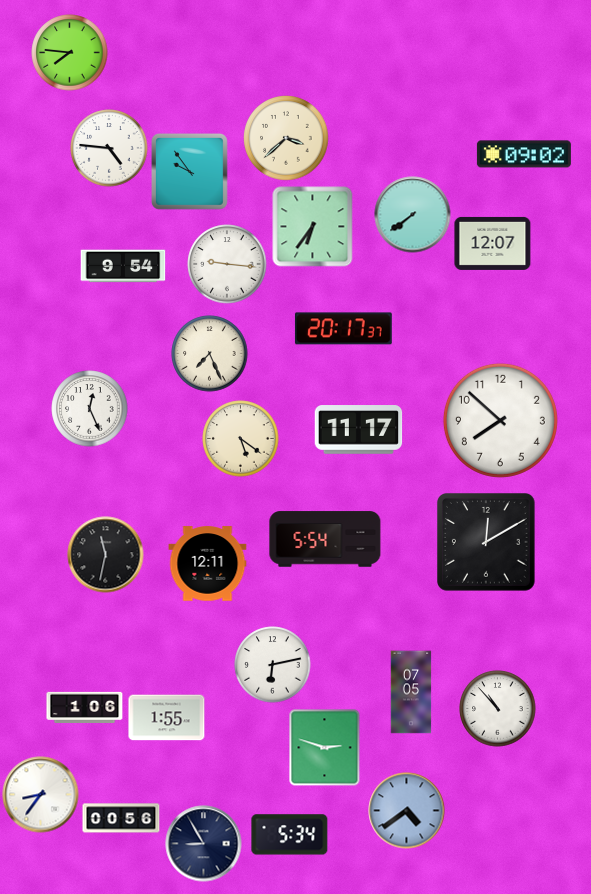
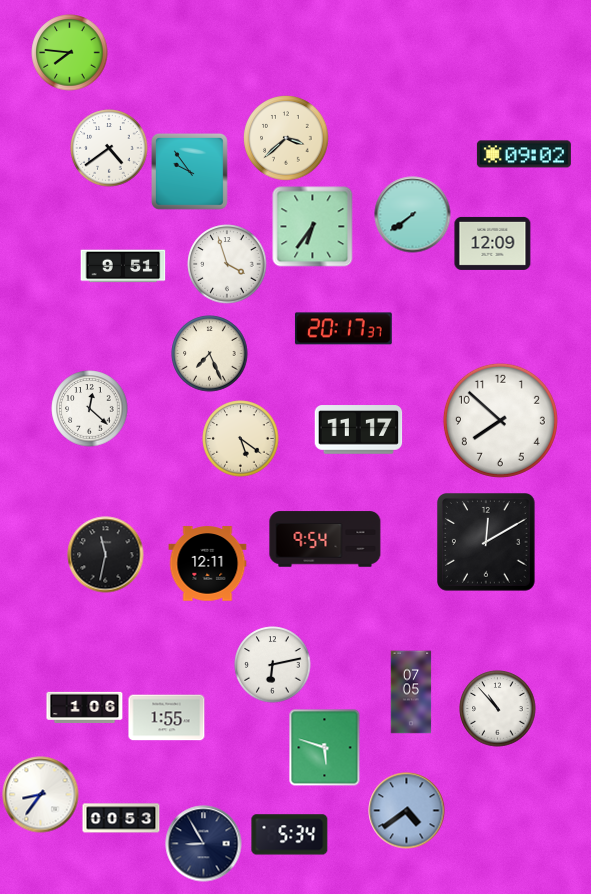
clock at (109, 148): 4:46 -> 4:39
clock at (493, 243): 12:07 -> 12:09
clock at (227, 264): 9:16 -> 3:57
clock at (123, 266): 9:54 -> 9:51
clock at (90, 409): 12:26 -> 12:22
clock at (325, 539): 5:54 -> 9:54
clock at (325, 748): 2:48 -> 5:48
clock at (121, 818): 00:56 -> 00:53
